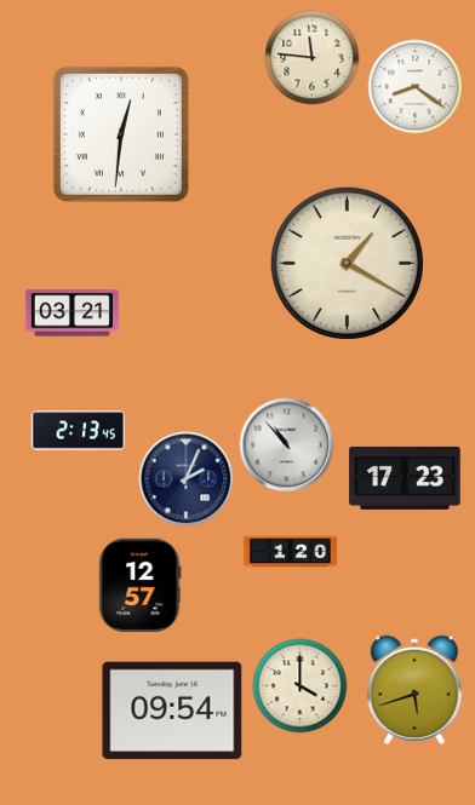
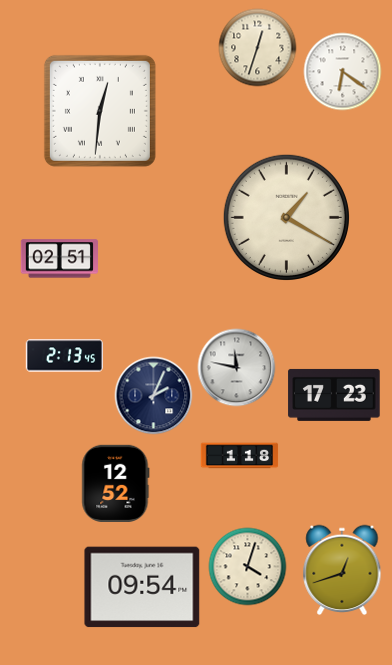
clock at (311, 57): 11:46 -> 12:33
clock at (414, 86): 8:21 -> 6:21
clock at (71, 314): 03:21 -> 02:51
clock at (286, 444): 10:53 -> 11:47
clock at (290, 552): 1:20 -> 1:18
clock at (141, 585): 12:57 -> 12:52
clock at (299, 685): 4:00 -> 4:03
clock at (414, 690): 5:42 -> 12:42
